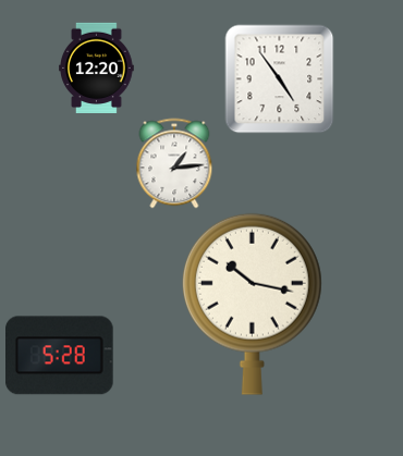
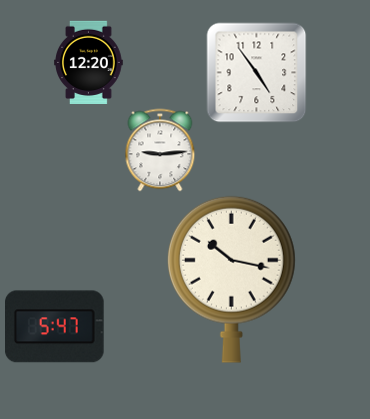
clock at (174, 163): 1:14 -> 9:14
clock at (60, 356): 5:28 -> 5:47
